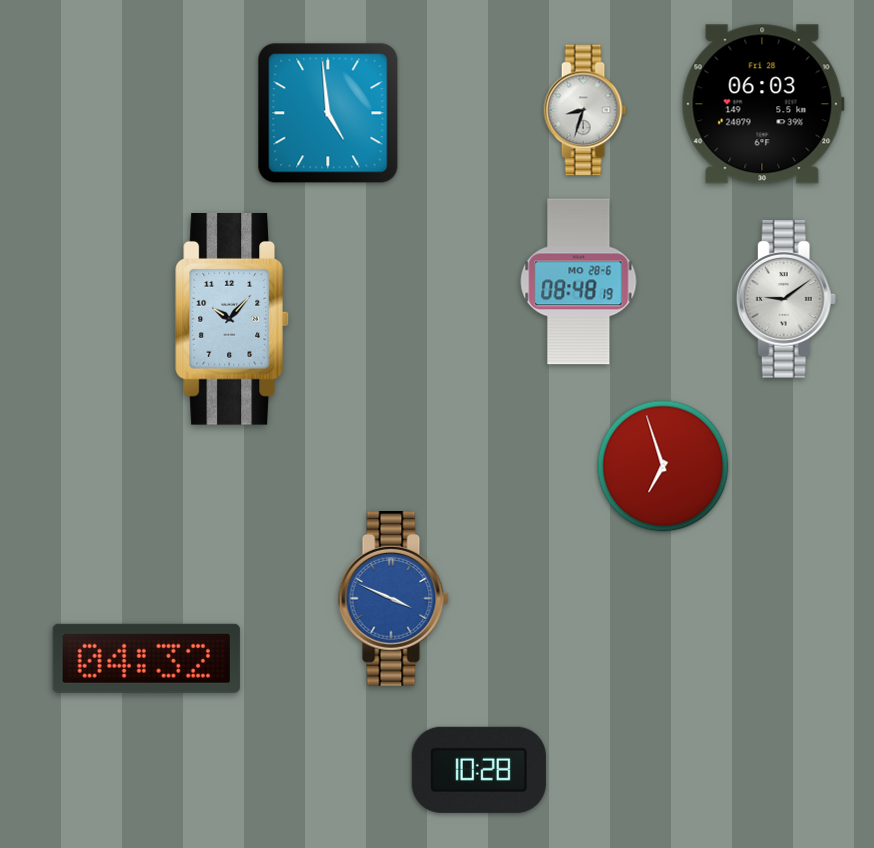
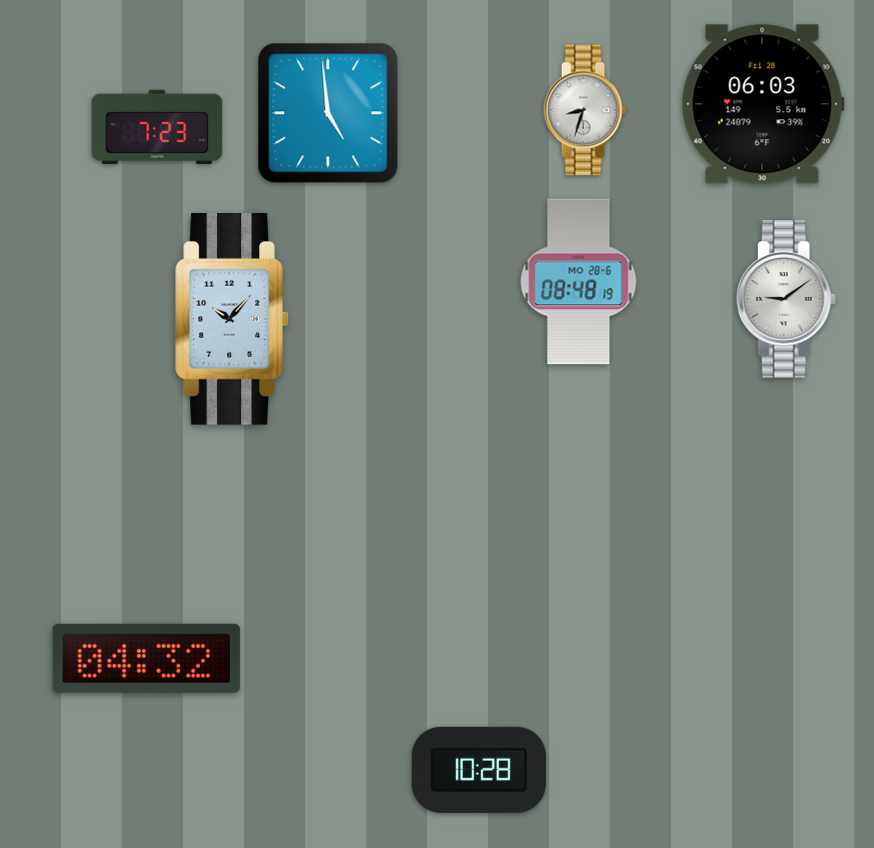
clock at (157, 127): none -> 7:23
clock at (663, 466): 6:57 -> none
clock at (393, 599): 3:49 -> none
